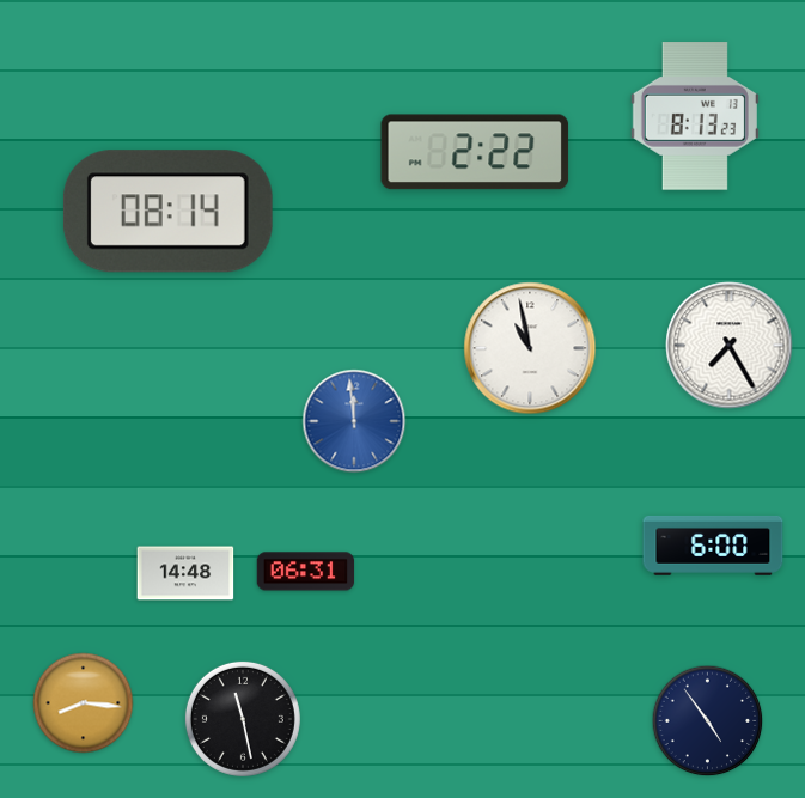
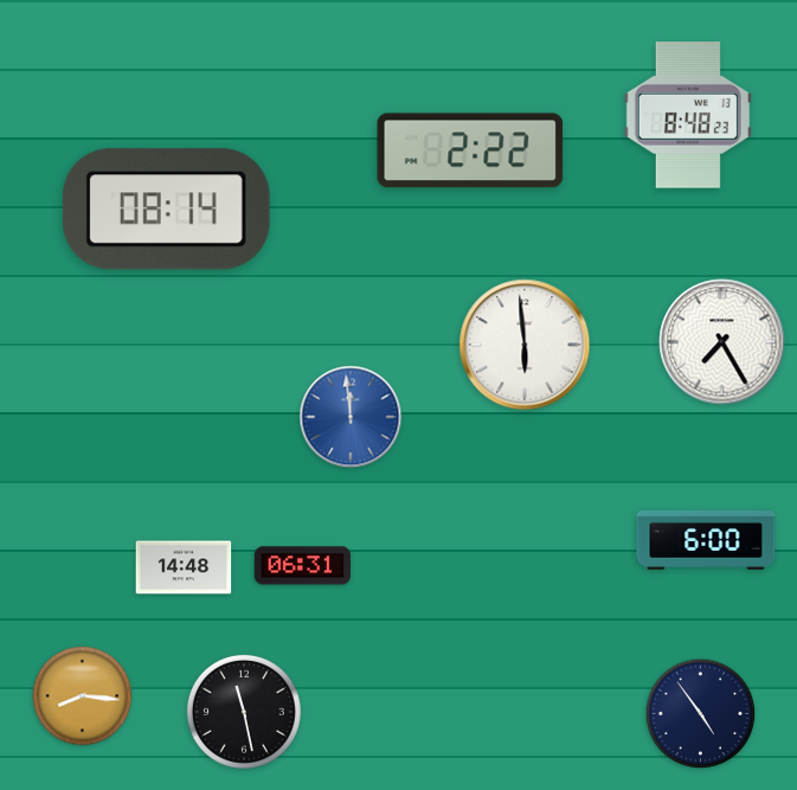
clock at (695, 116): 8:13 -> 8:48
clock at (530, 348): 10:58 -> 5:59
clock at (243, 719) position: (243, 719) -> (244, 712)
